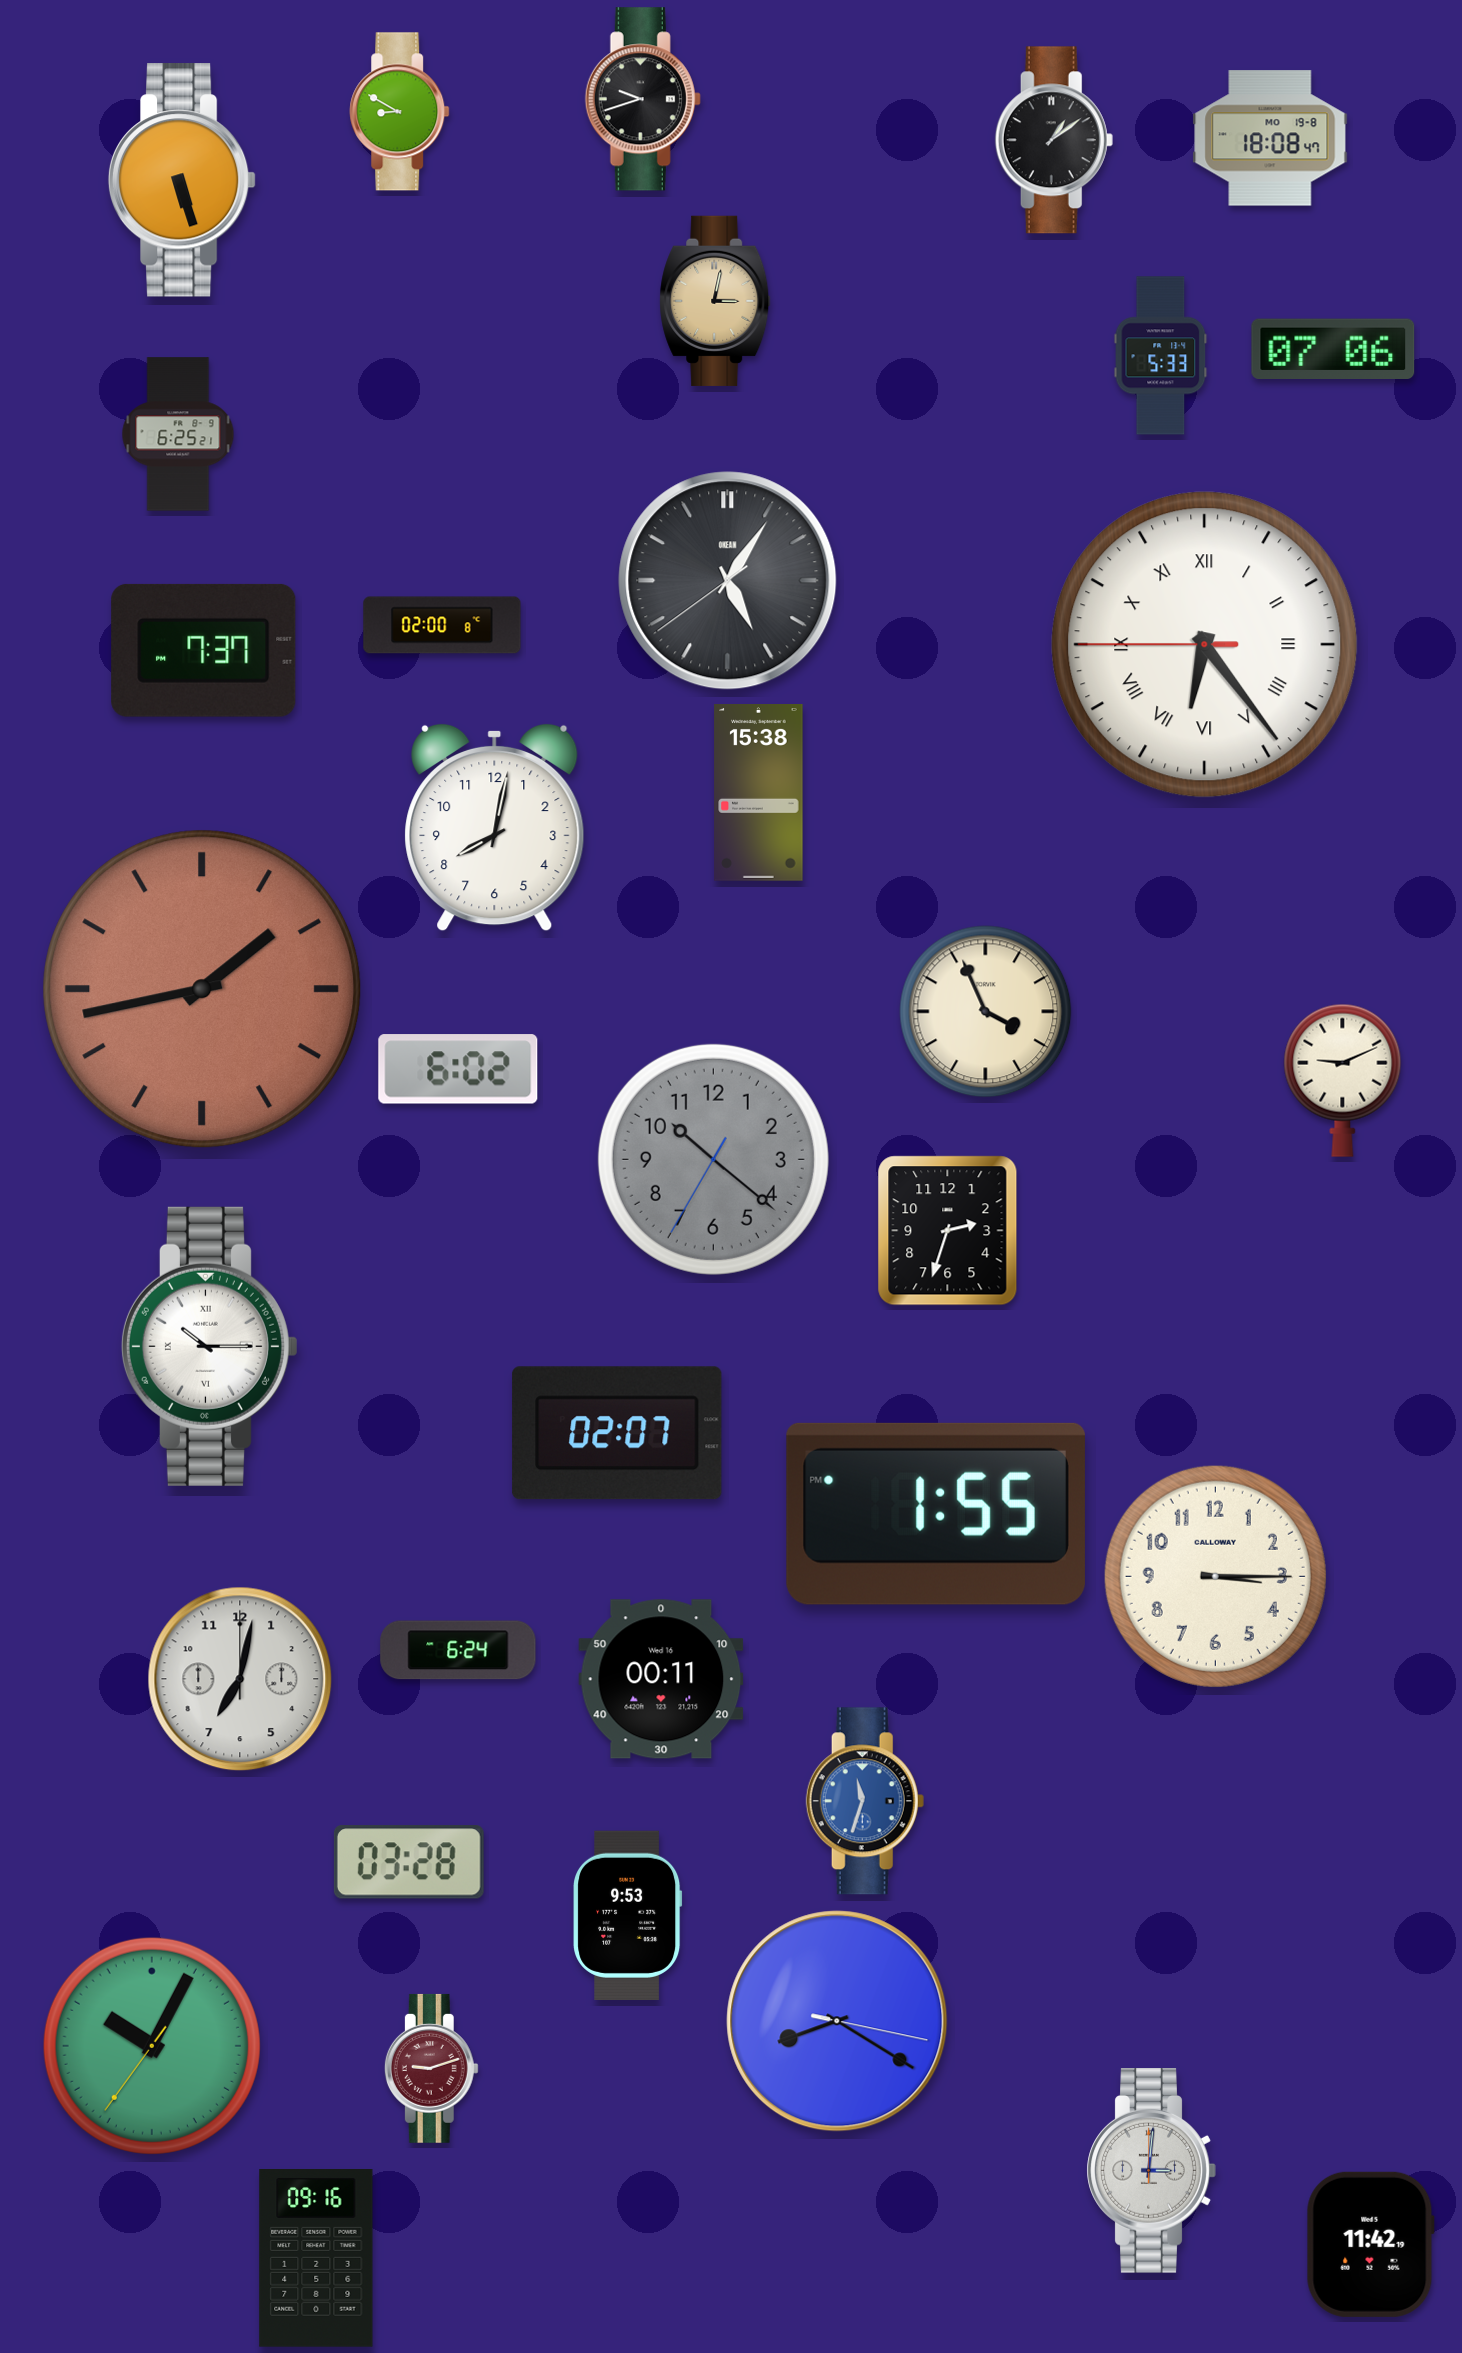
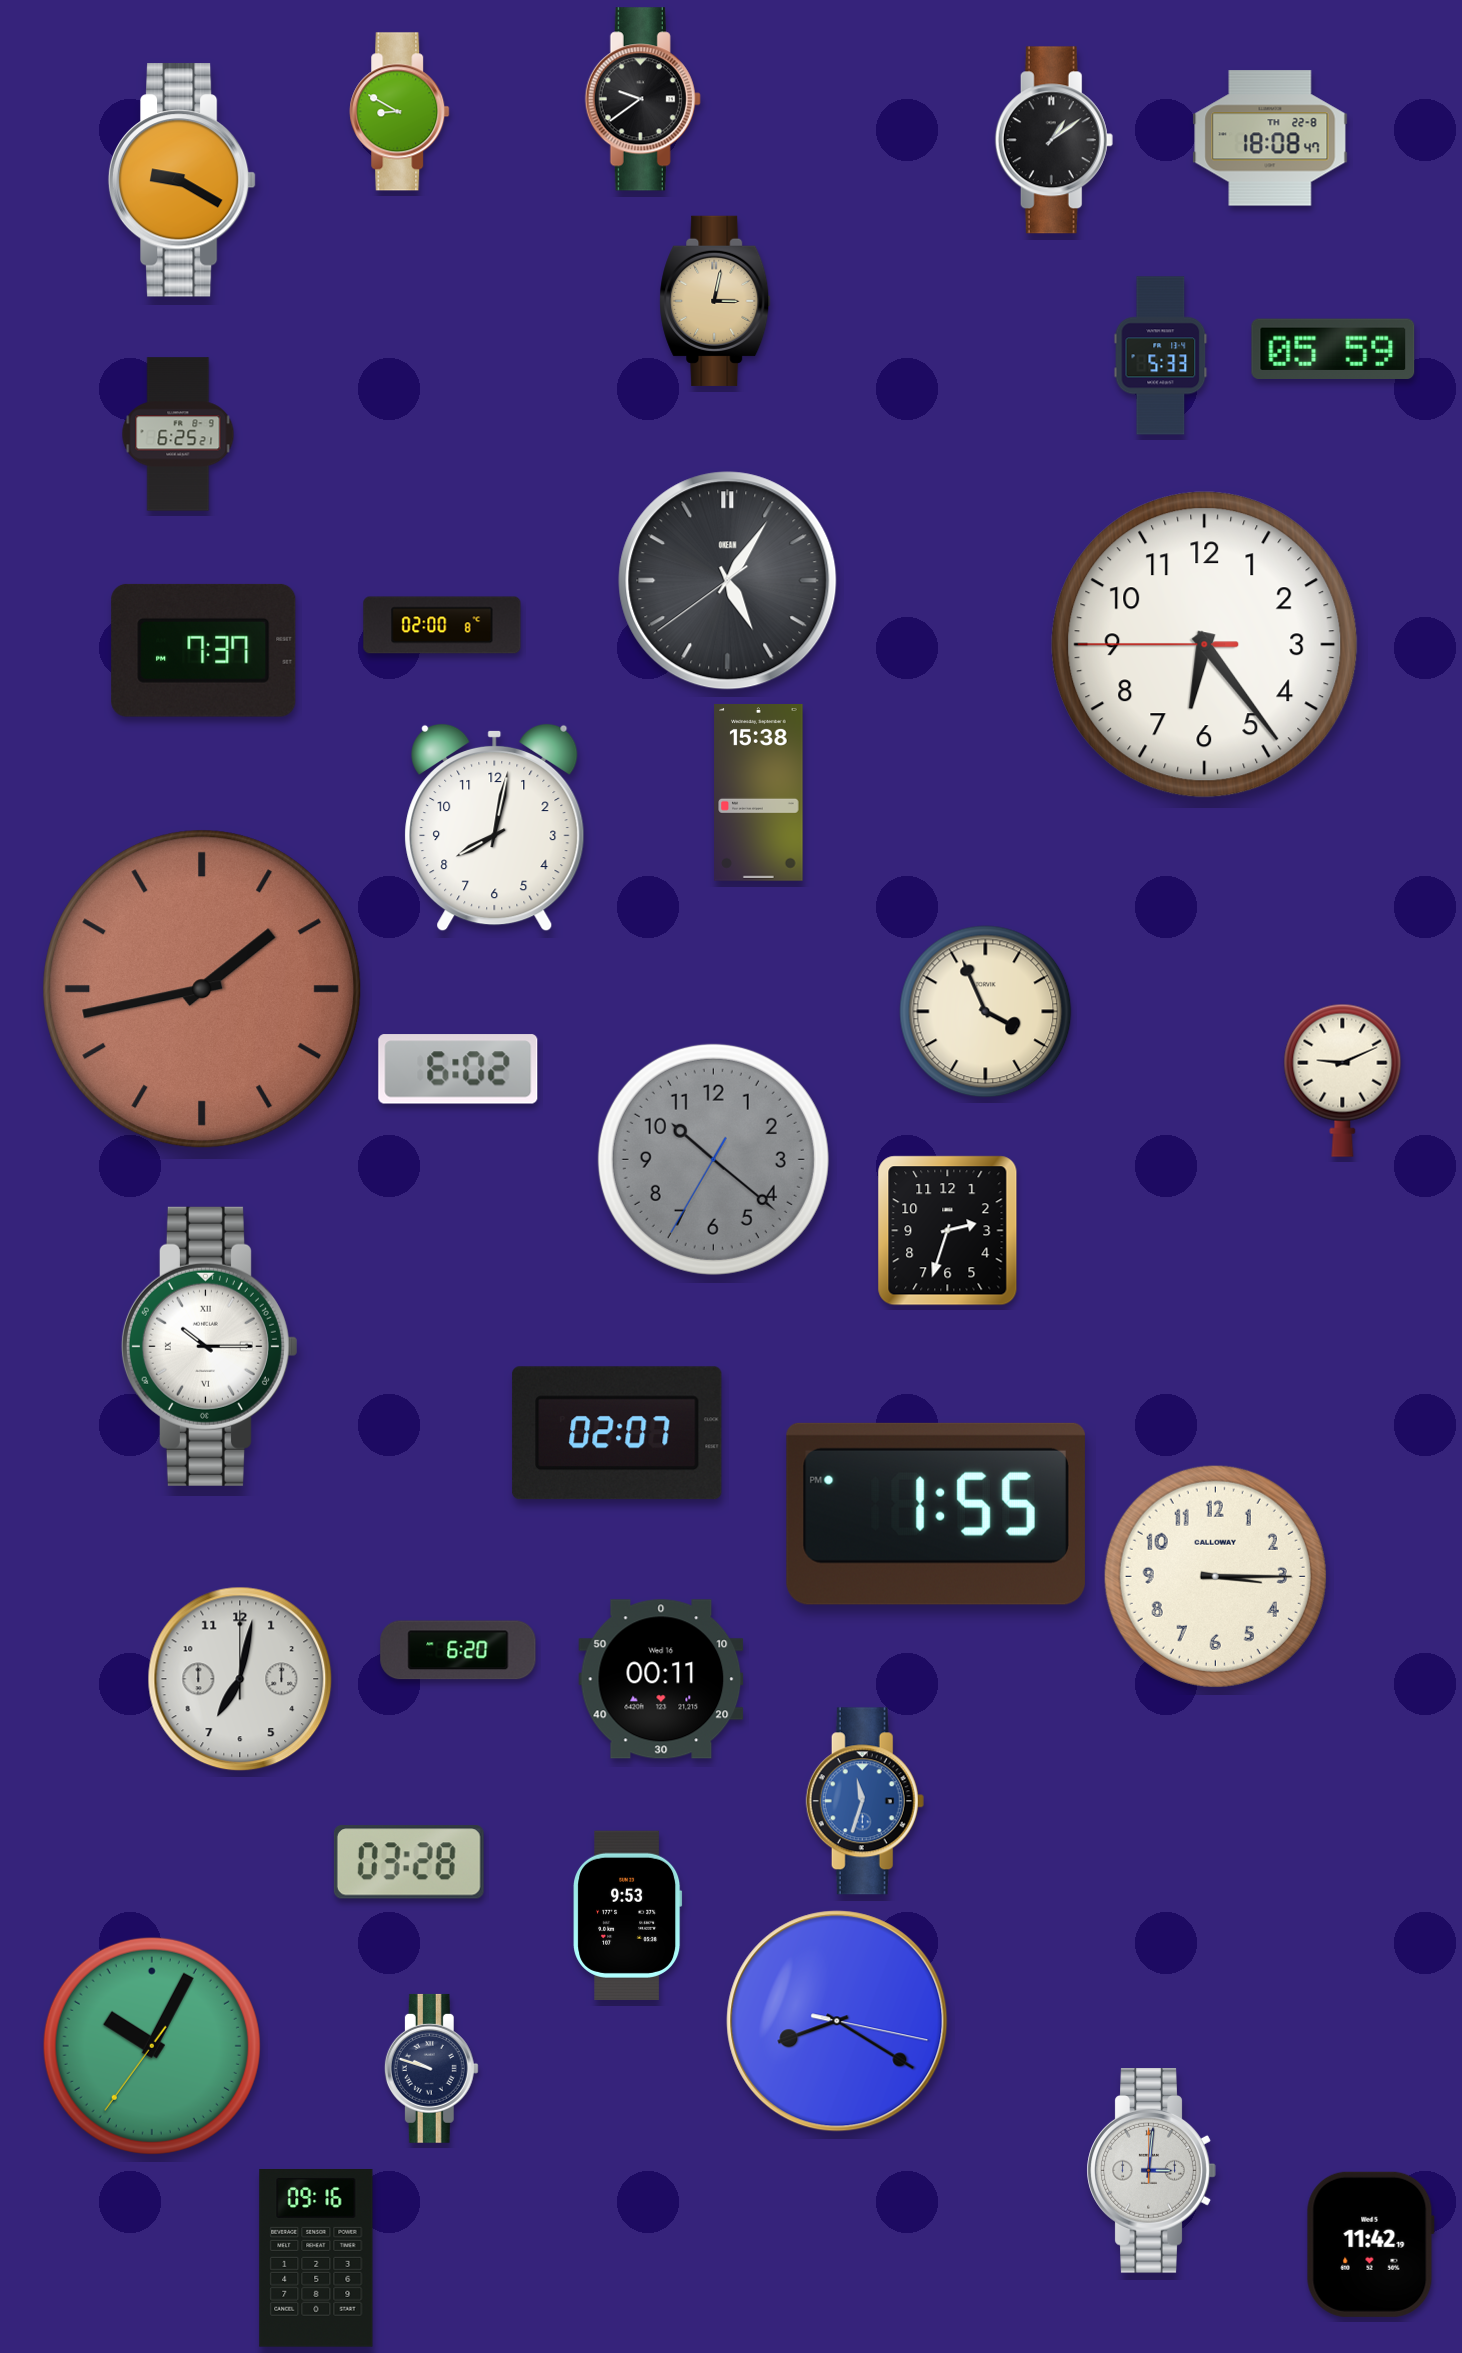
clock at (643, 99): 9:42 -> 9:39
clock at (1270, 138) date: MO 19-8 -> TH 22-8
clock at (182, 180): 5:27 -> 9:20
clock at (1333, 349): 07:06 -> 05:59
clock at (1205, 645) numerals: Roman -> Arabic
clock at (458, 1650): 6:24 -> 6:20
clock at (431, 2068): 9:12 -> 9:48
clock at (431, 2068) dial: burgundy -> navy
